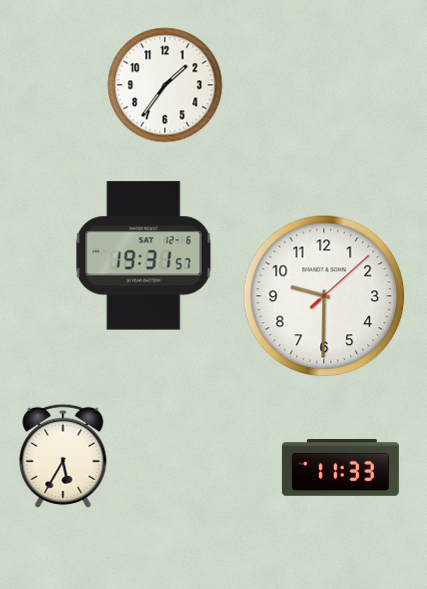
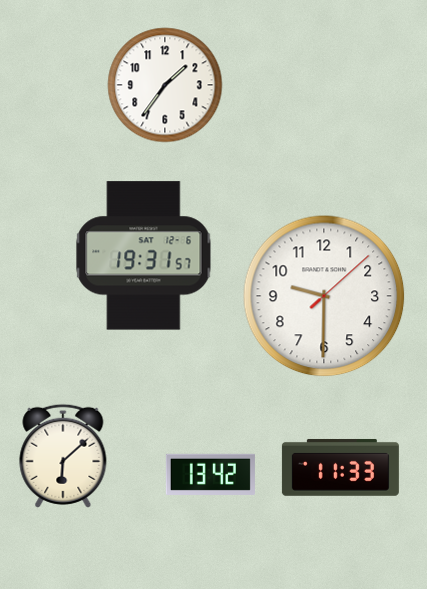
clock at (63, 456): 5:35 -> 6:08
clock at (210, 474): none -> 13:42
